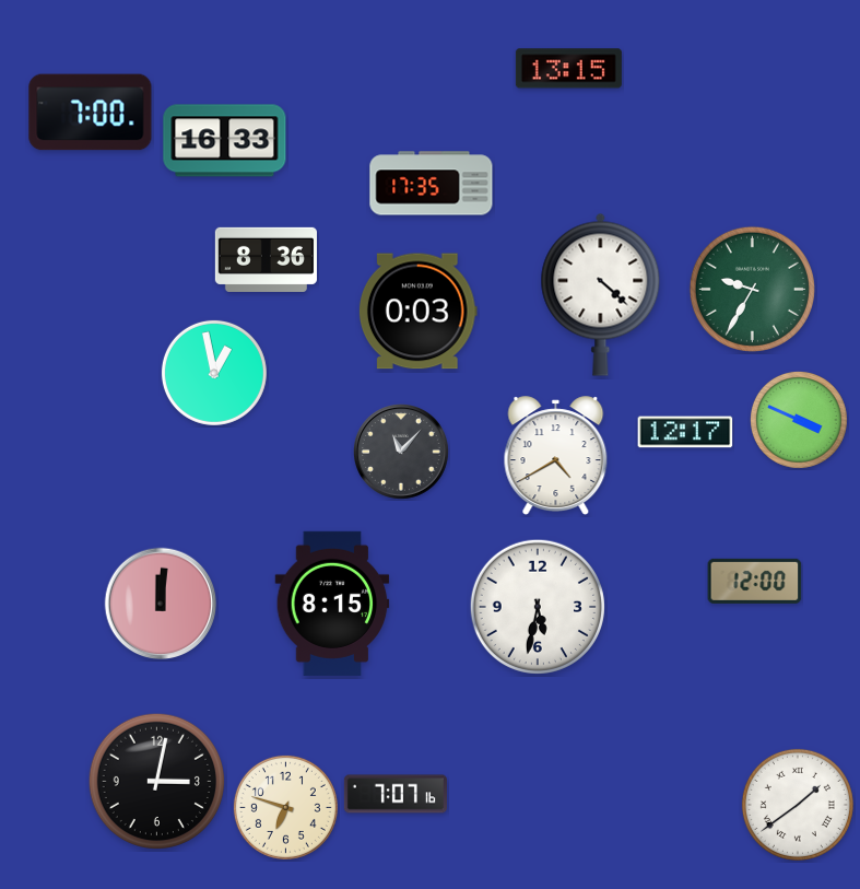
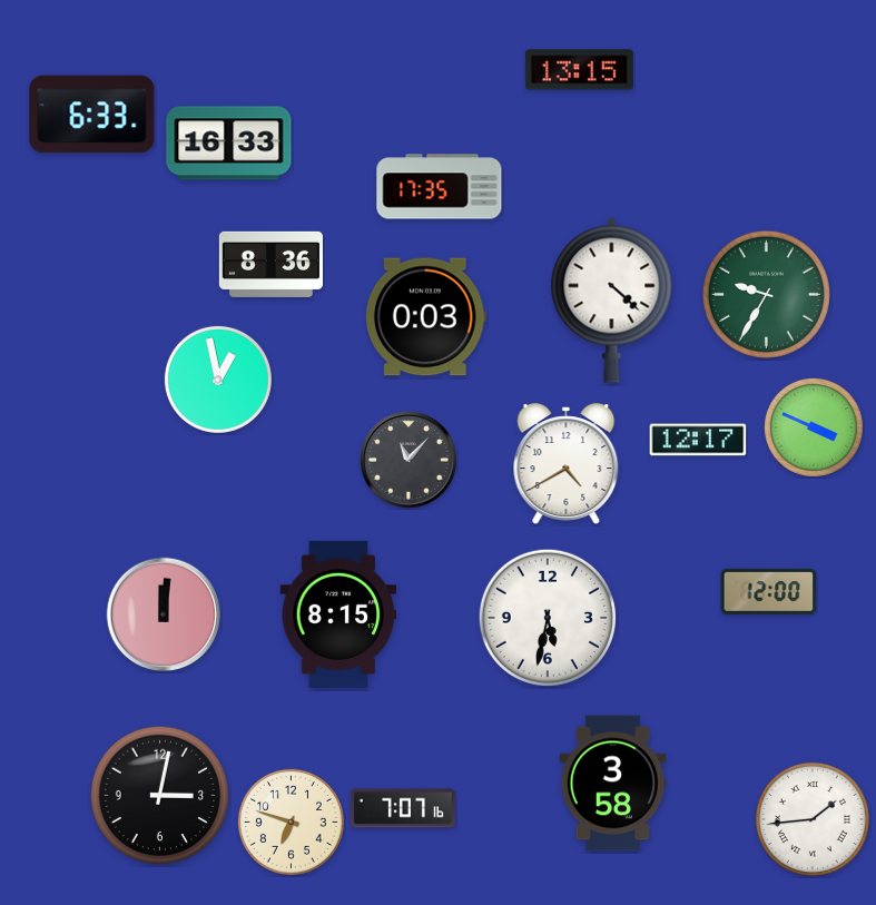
clock at (91, 113): 7:00 -> 6:33
clock at (613, 784): none -> 3:58
clock at (798, 805): 1:39 -> 1:44
